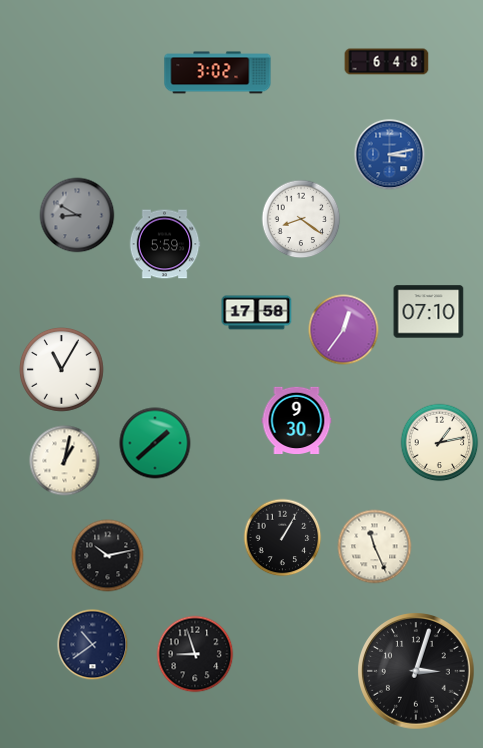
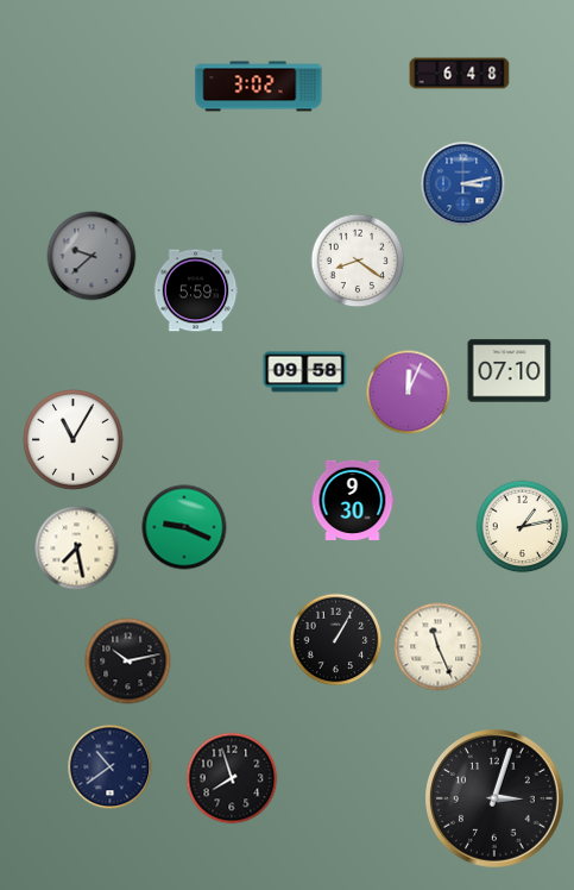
clock at (77, 215): 8:50 -> 9:38
clock at (257, 313): 17:58 -> 09:58
clock at (344, 330): 12:36 -> 12:04
clock at (155, 443): 1:38 -> 9:19
clock at (65, 461): 1:02 -> 7:28
clock at (375, 547) position: (375, 547) -> (439, 647)
clock at (195, 654): 8:57 -> 7:57
